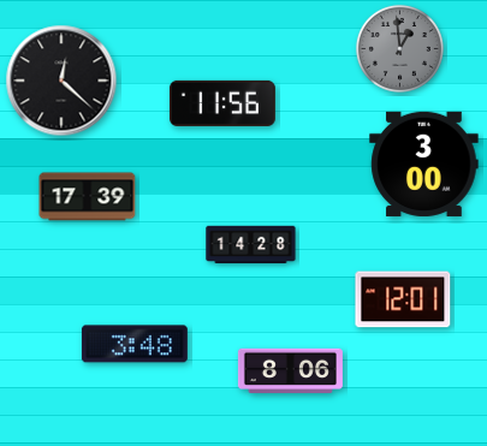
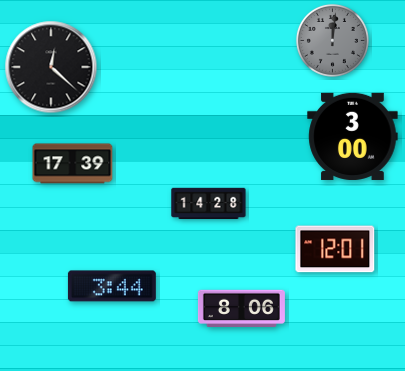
clock at (399, 48): 12:59 -> 12:01
clock at (222, 103): 11:56 -> none
clock at (135, 344): 3:48 -> 3:44
